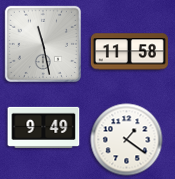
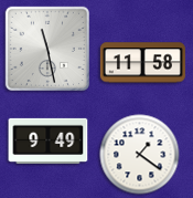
clock at (129, 52) position: (129, 52) -> (142, 63)
